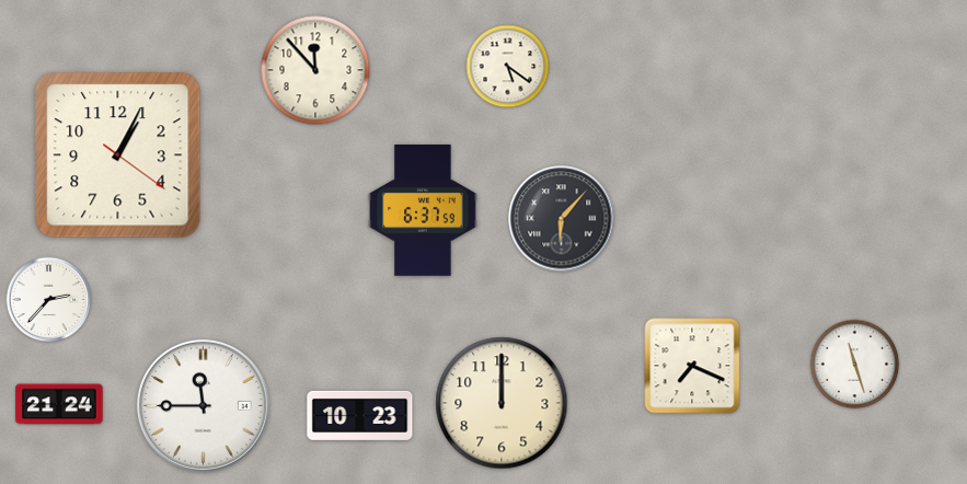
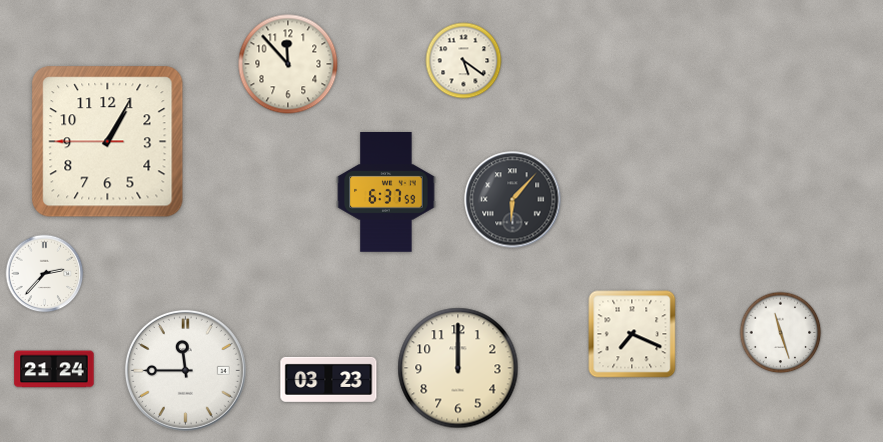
clock at (118, 155): 1:04:21 -> 1:04:45
clock at (360, 415): 10:23 -> 03:23
